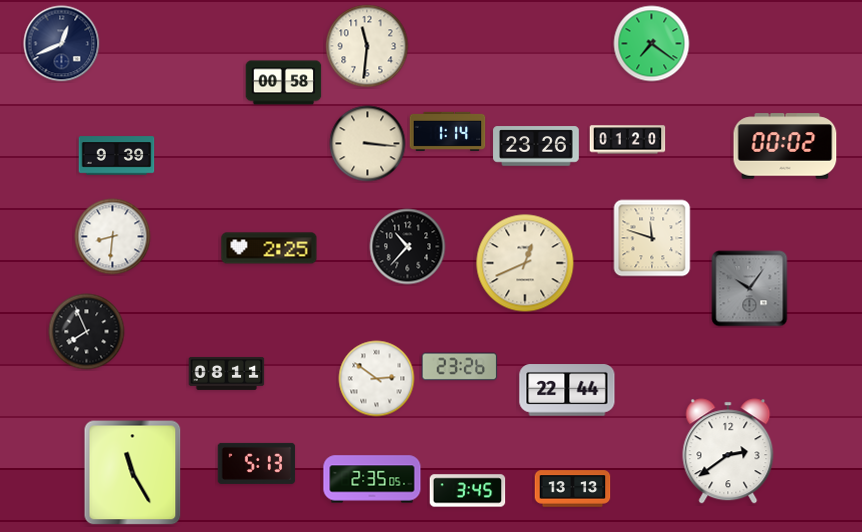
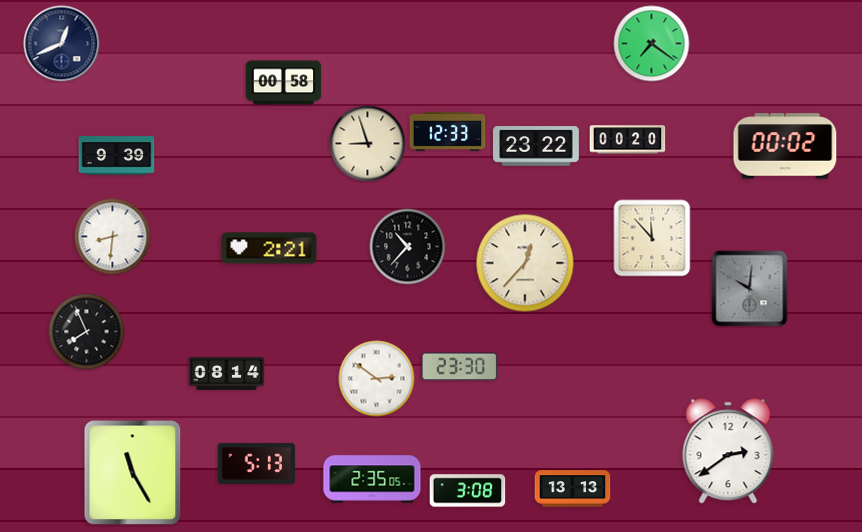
clock at (367, 46): 11:31 -> none
clock at (448, 131): 1:14 -> 12:33
clock at (628, 140): 01:20 -> 00:20
clock at (368, 144): 3:16 -> 8:57
clock at (536, 146): 23:26 -> 23:22
clock at (652, 238): 11:48 -> 11:53
clock at (269, 248): 2:25 -> 2:21
clock at (525, 263): 12:41 -> 12:37
clock at (750, 289): 10:06 -> 10:01
clock at (460, 367): 23:26 -> 23:30
clock at (227, 373): 08:11 -> 08:14
clock at (567, 390): 22:44 -> none
clock at (468, 491): 3:45 -> 3:08
